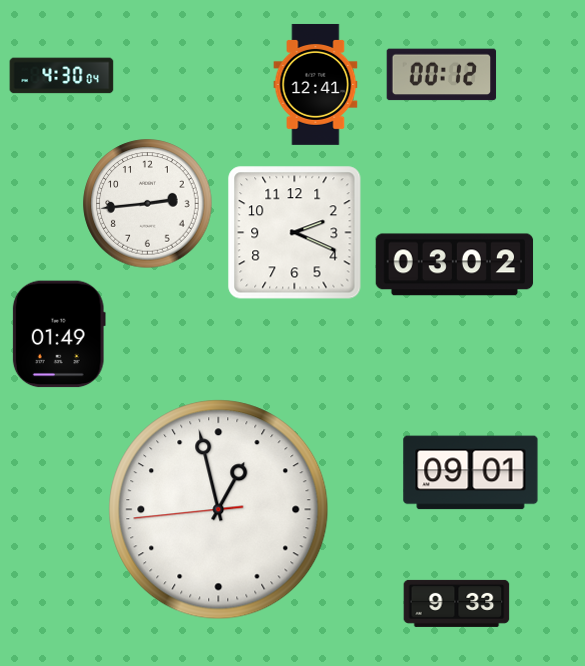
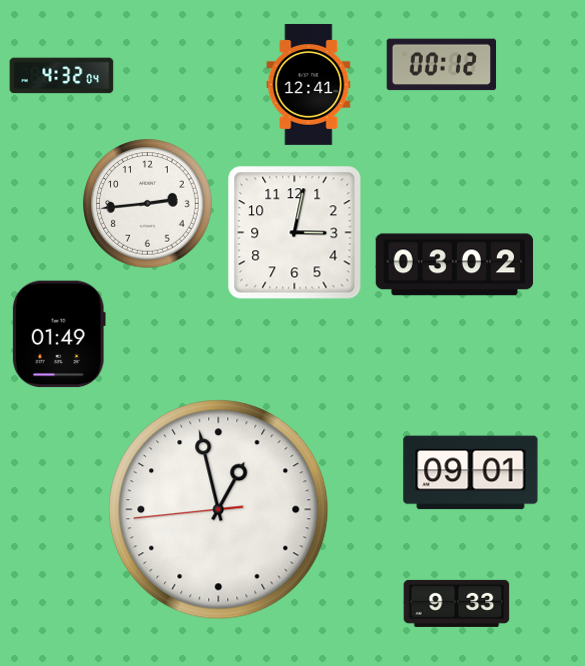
clock at (442, 75) position: (442, 75) -> (442, 65)
clock at (62, 76): 4:30 -> 4:32
clock at (316, 84) position: (316, 84) -> (309, 84)
clock at (295, 233): 2:19 -> 3:02
